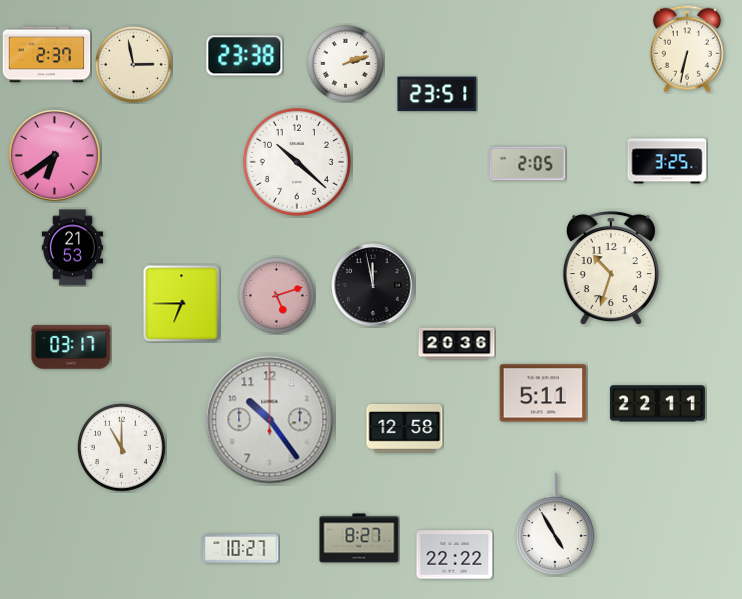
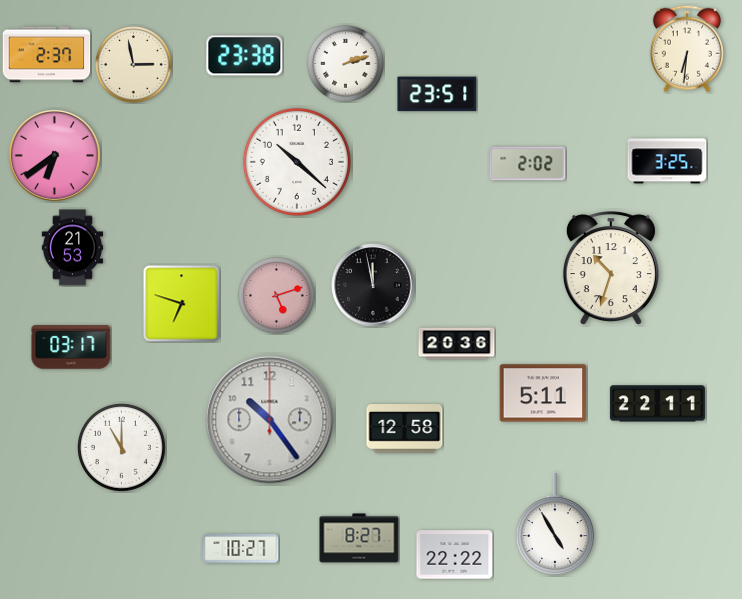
clock at (687, 49): 6:32 -> 6:31
clock at (528, 164): 2:05 -> 2:02
clock at (182, 304): 6:45 -> 6:48
